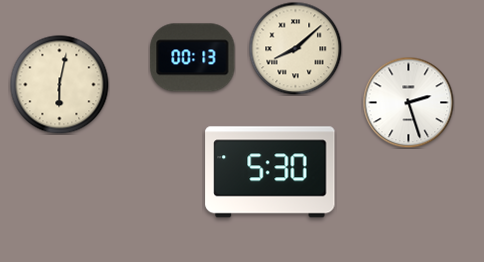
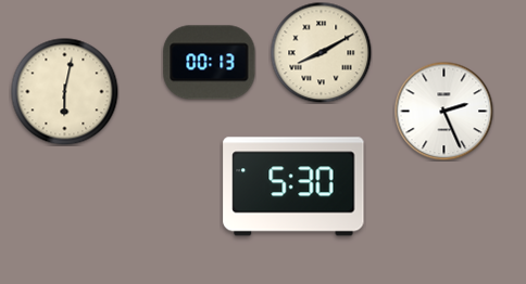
clock at (295, 48): 8:08 -> 8:10
clock at (408, 102): 2:27 -> 2:26
